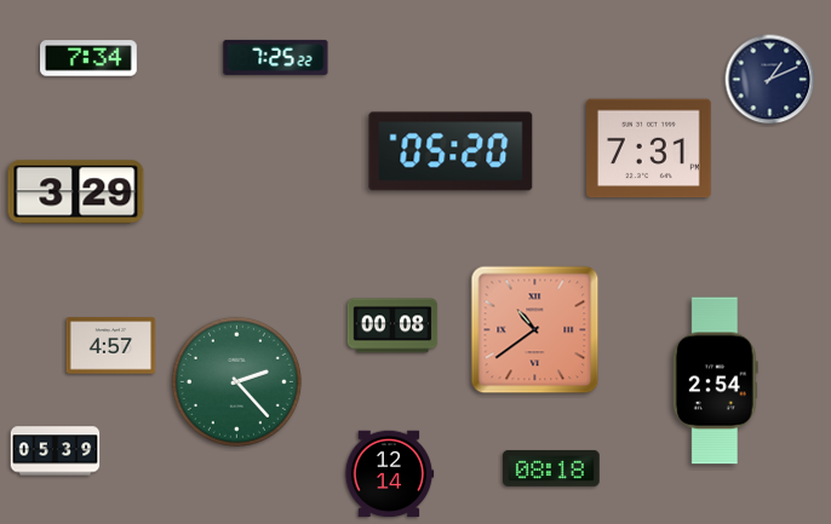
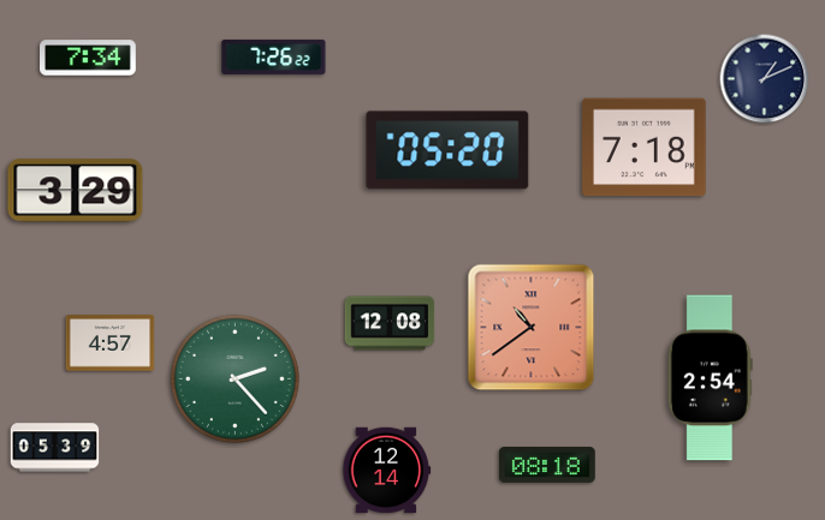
clock at (276, 57): 7:25 -> 7:26
clock at (649, 149): 7:31 -> 7:18
clock at (392, 326): 00:08 -> 12:08
